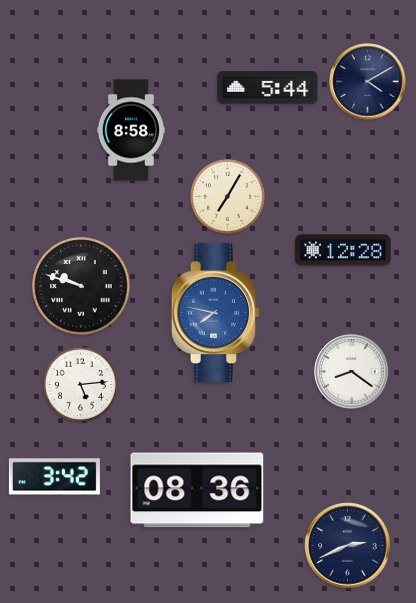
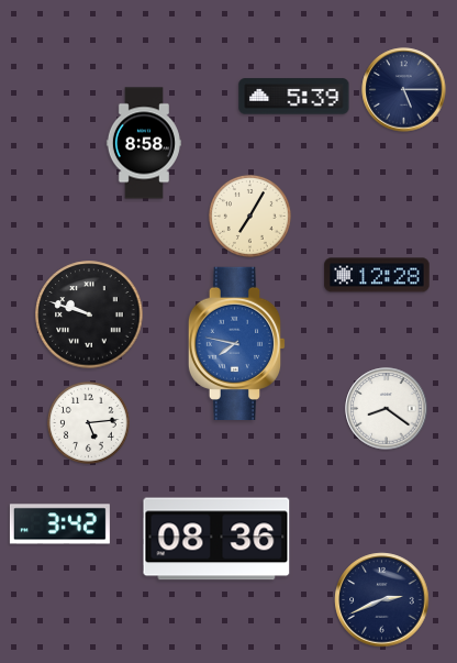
clock at (368, 82): 4:10 -> 5:15
clock at (268, 88): 5:44 -> 5:39
